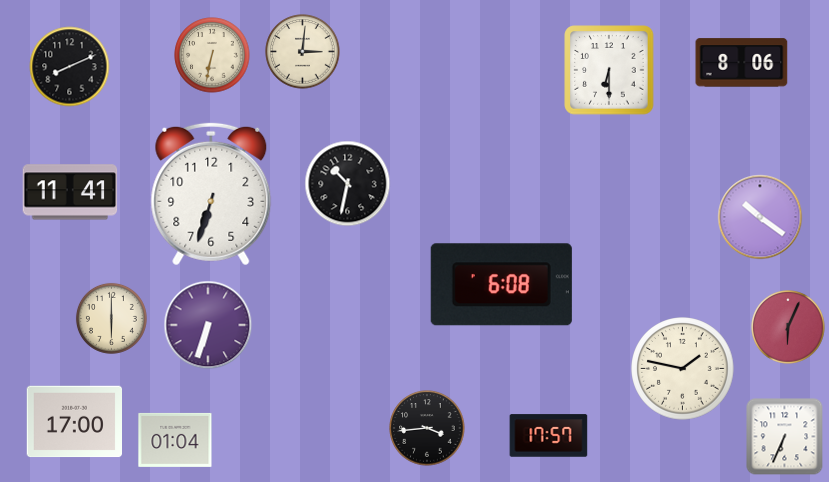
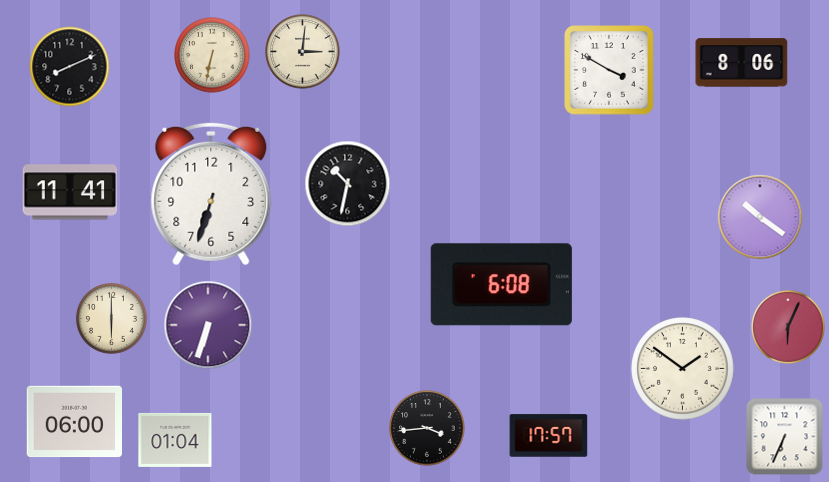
clock at (609, 70): 6:30 -> 3:50
clock at (683, 369): 1:47 -> 1:51
clock at (75, 422): 17:00 -> 06:00
